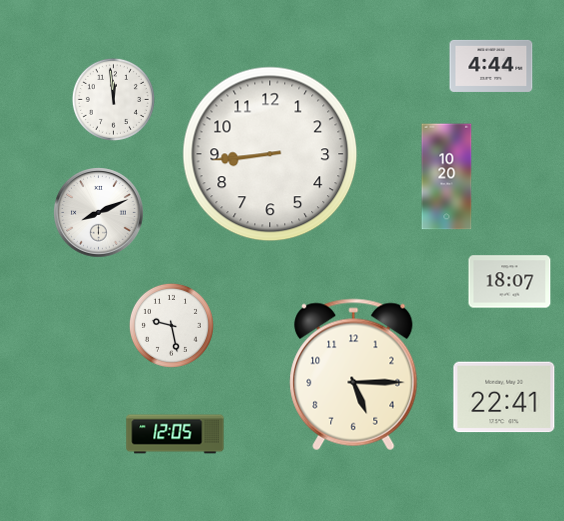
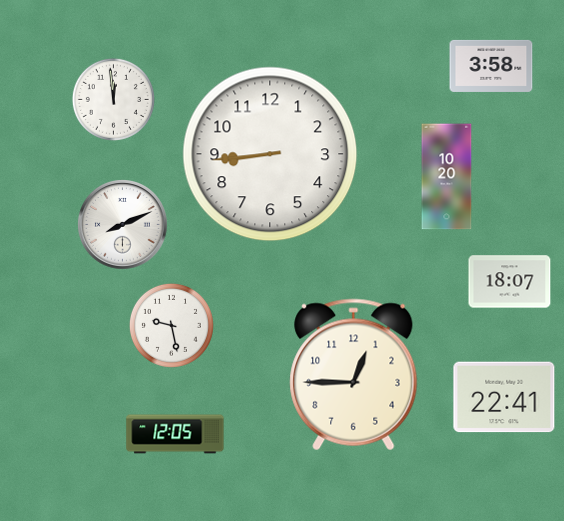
clock at (491, 66): 4:44 -> 3:58
clock at (99, 213) position: (99, 213) -> (123, 225)
clock at (354, 375): 5:15 -> 12:45
